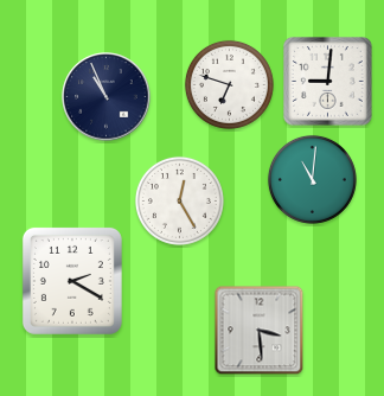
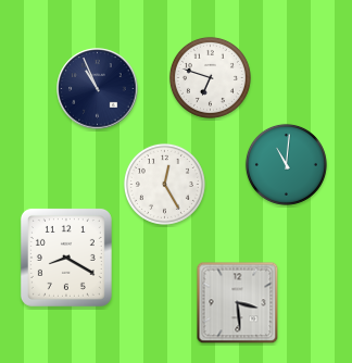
clock at (328, 82): 9:01 -> none
clock at (72, 281): 2:20 -> 8:20
